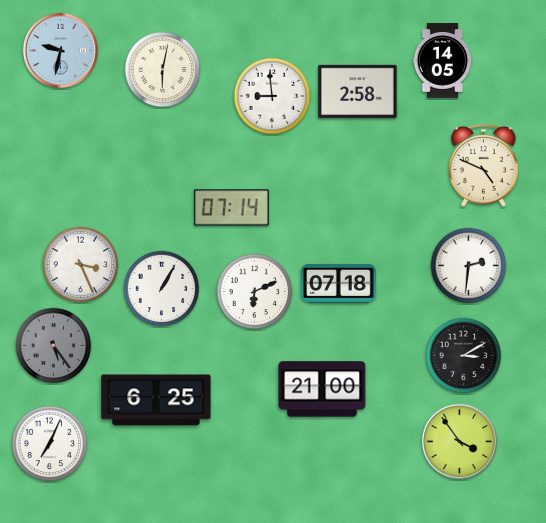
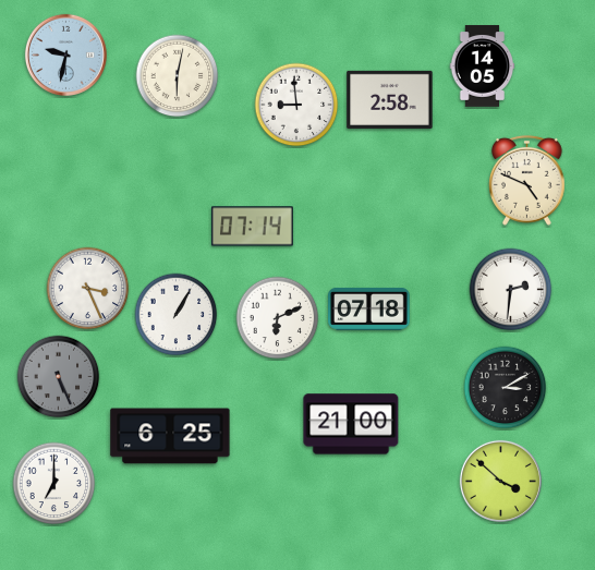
clock at (54, 346): 5:24 -> 5:26
clock at (459, 441): 3:54 -> 3:52
clock at (50, 444): 7:04 -> 7:00
